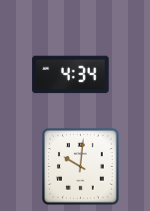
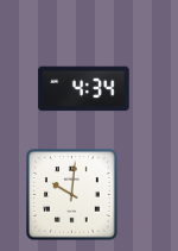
clock at (81, 167) position: (81, 167) -> (72, 195)
